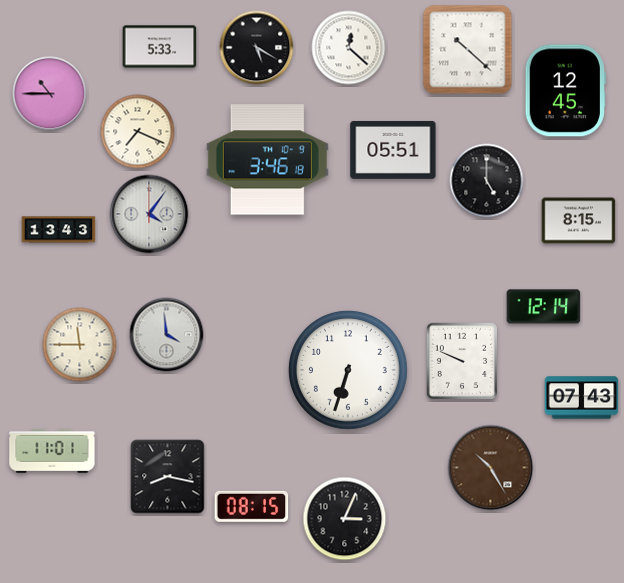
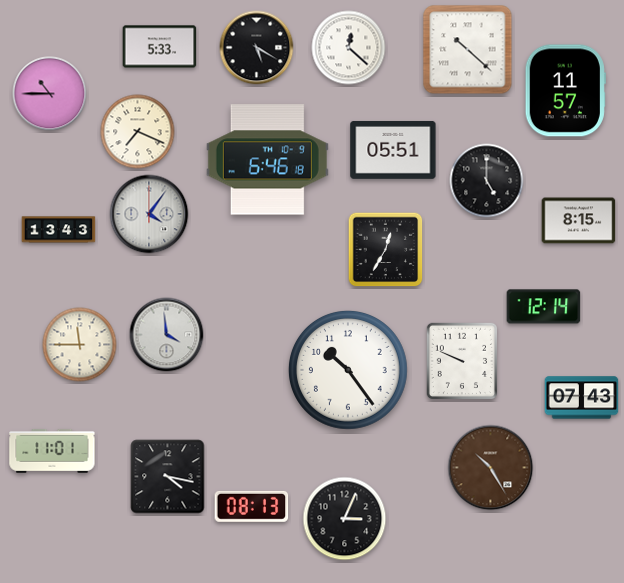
clock at (565, 91): 12:45 -> 11:57
clock at (267, 160): 3:46 -> 6:46
clock at (386, 250): none -> 12:35
clock at (348, 370): 6:33 -> 10:24
clock at (168, 477): 8:17 -> 4:17
clock at (252, 506): 08:15 -> 08:13
